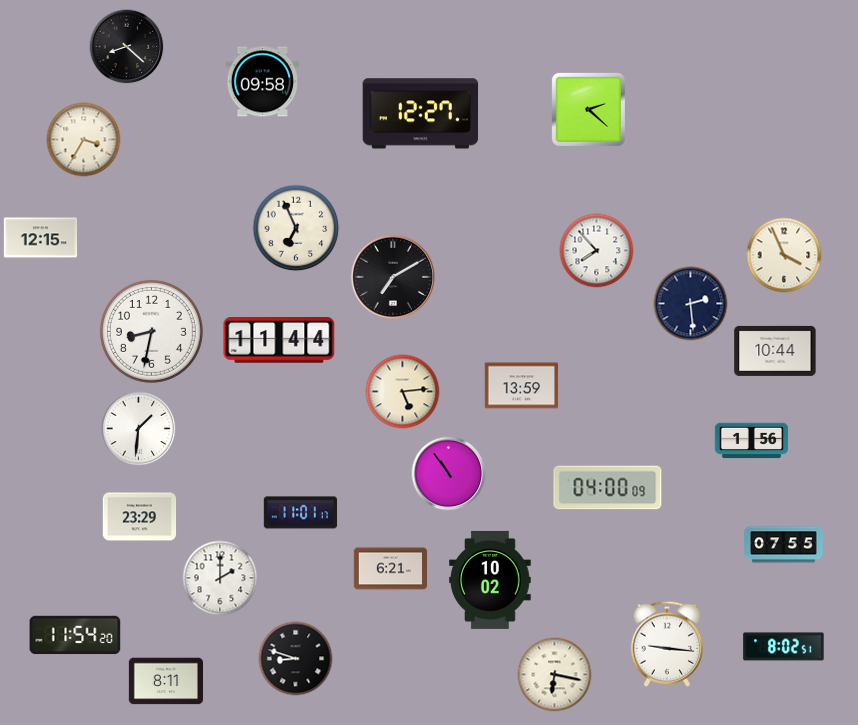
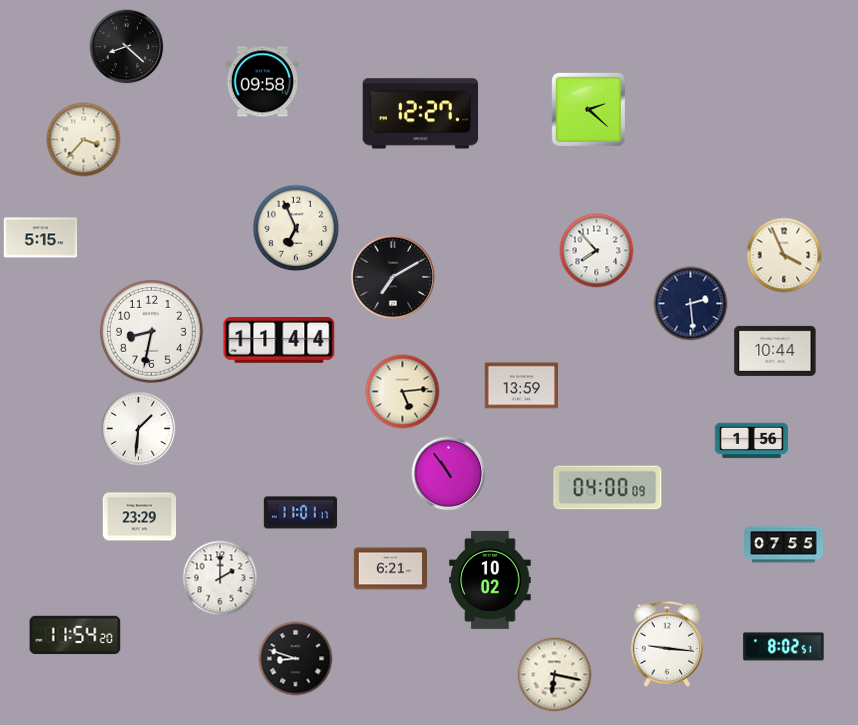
clock at (84, 140): 3:35 -> 3:37
clock at (41, 238): 12:15 -> 5:15
clock at (165, 681): 8:11 -> none
